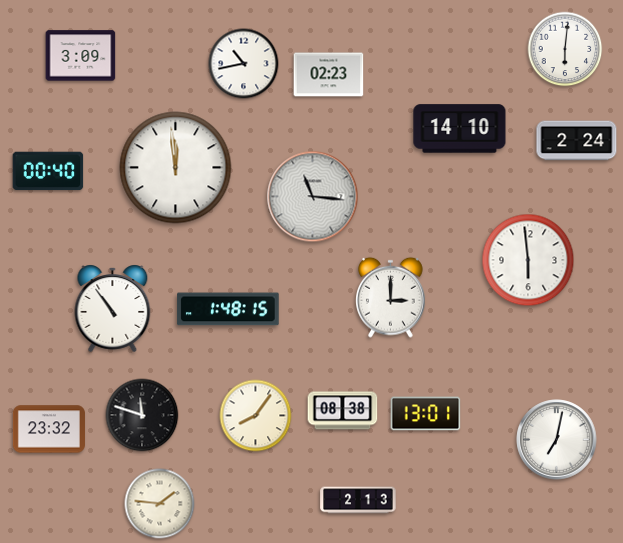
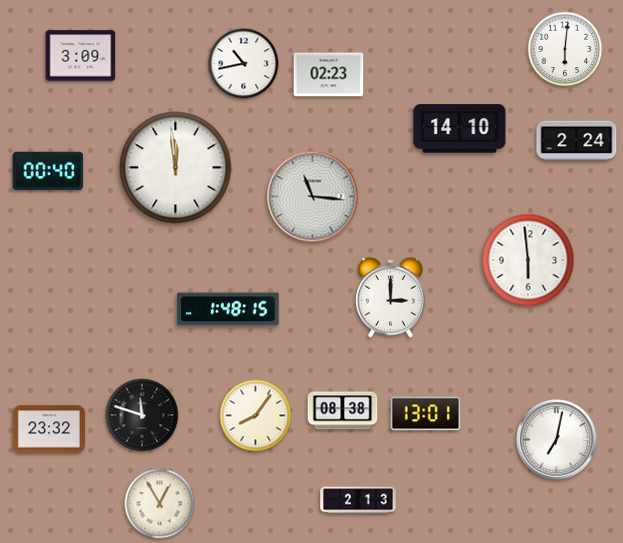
clock at (113, 308): 10:54 -> none
clock at (160, 504): 1:46 -> 12:55
